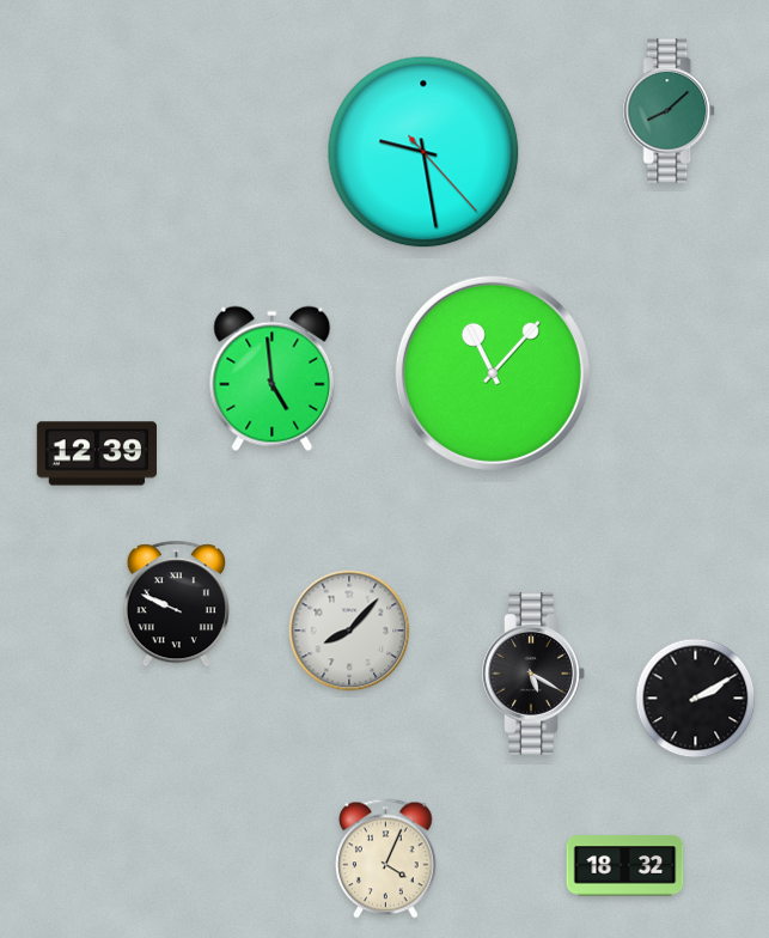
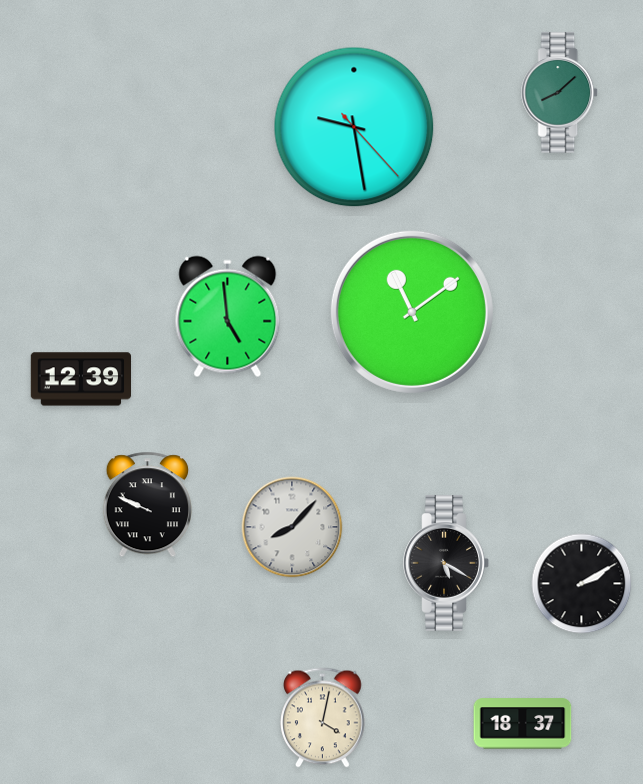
clock at (493, 373): 11:07 -> 11:09
clock at (386, 859): 4:04 -> 4:02
clock at (625, 866): 18:32 -> 18:37
